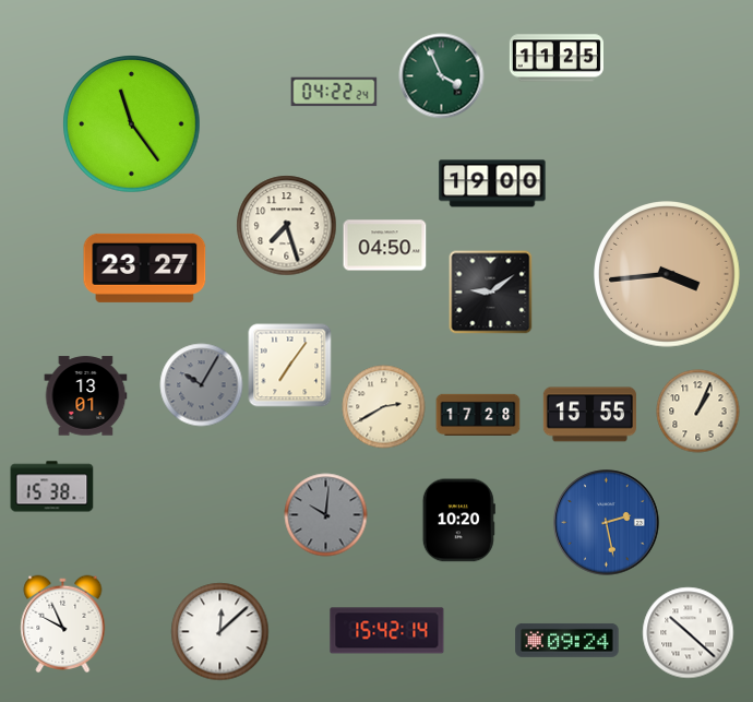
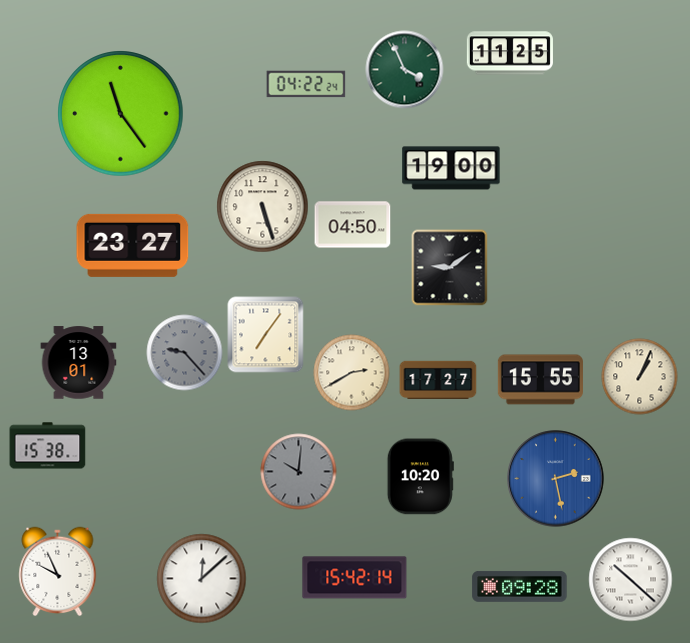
clock at (287, 226): 7:27 -> 5:27
clock at (668, 275): 3:44 -> none
clock at (202, 385): 10:05 -> 9:23
clock at (478, 414): 17:28 -> 17:27
clock at (567, 640): 09:24 -> 09:28
